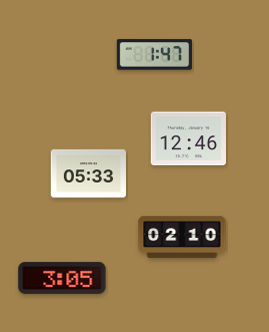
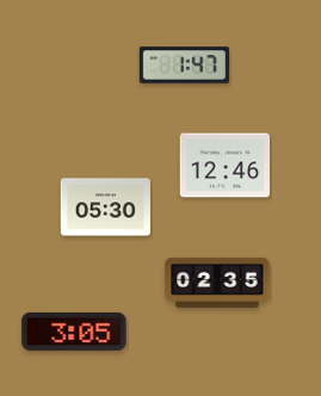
clock at (88, 174): 05:33 -> 05:30
clock at (182, 237): 02:10 -> 02:35
